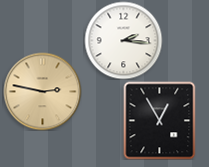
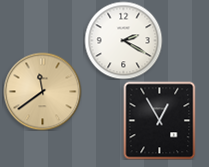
clock at (123, 40): 2:16 -> 2:20
clock at (42, 91): 2:47 -> 11:39
